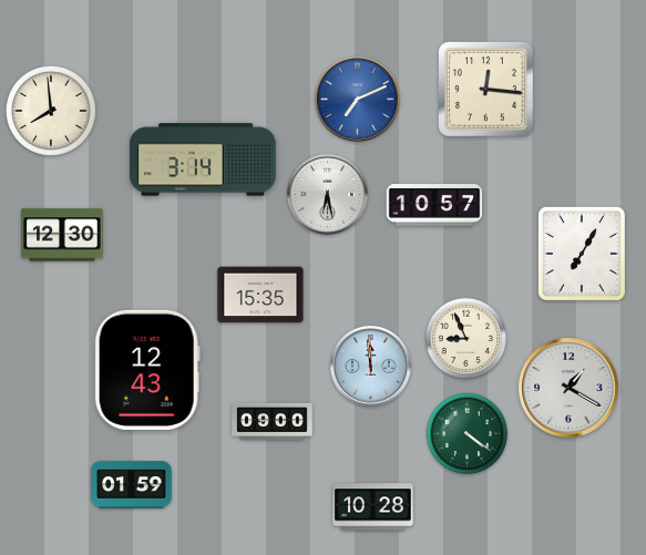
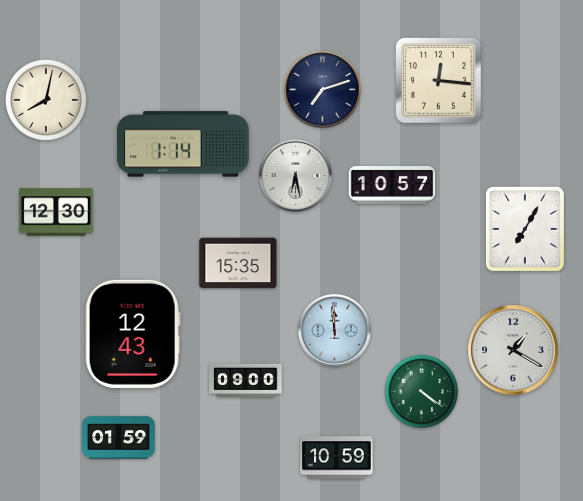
clock at (358, 100): 7:11 -> 7:12
clock at (358, 100) dial: blue -> navy
clock at (51, 111): 7:59 -> 8:02
clock at (203, 160): 3:14 -> 1:14
clock at (260, 295) position: (260, 295) -> (238, 263)
clock at (465, 338): 8:56 -> none
clock at (373, 507): 10:28 -> 10:59
